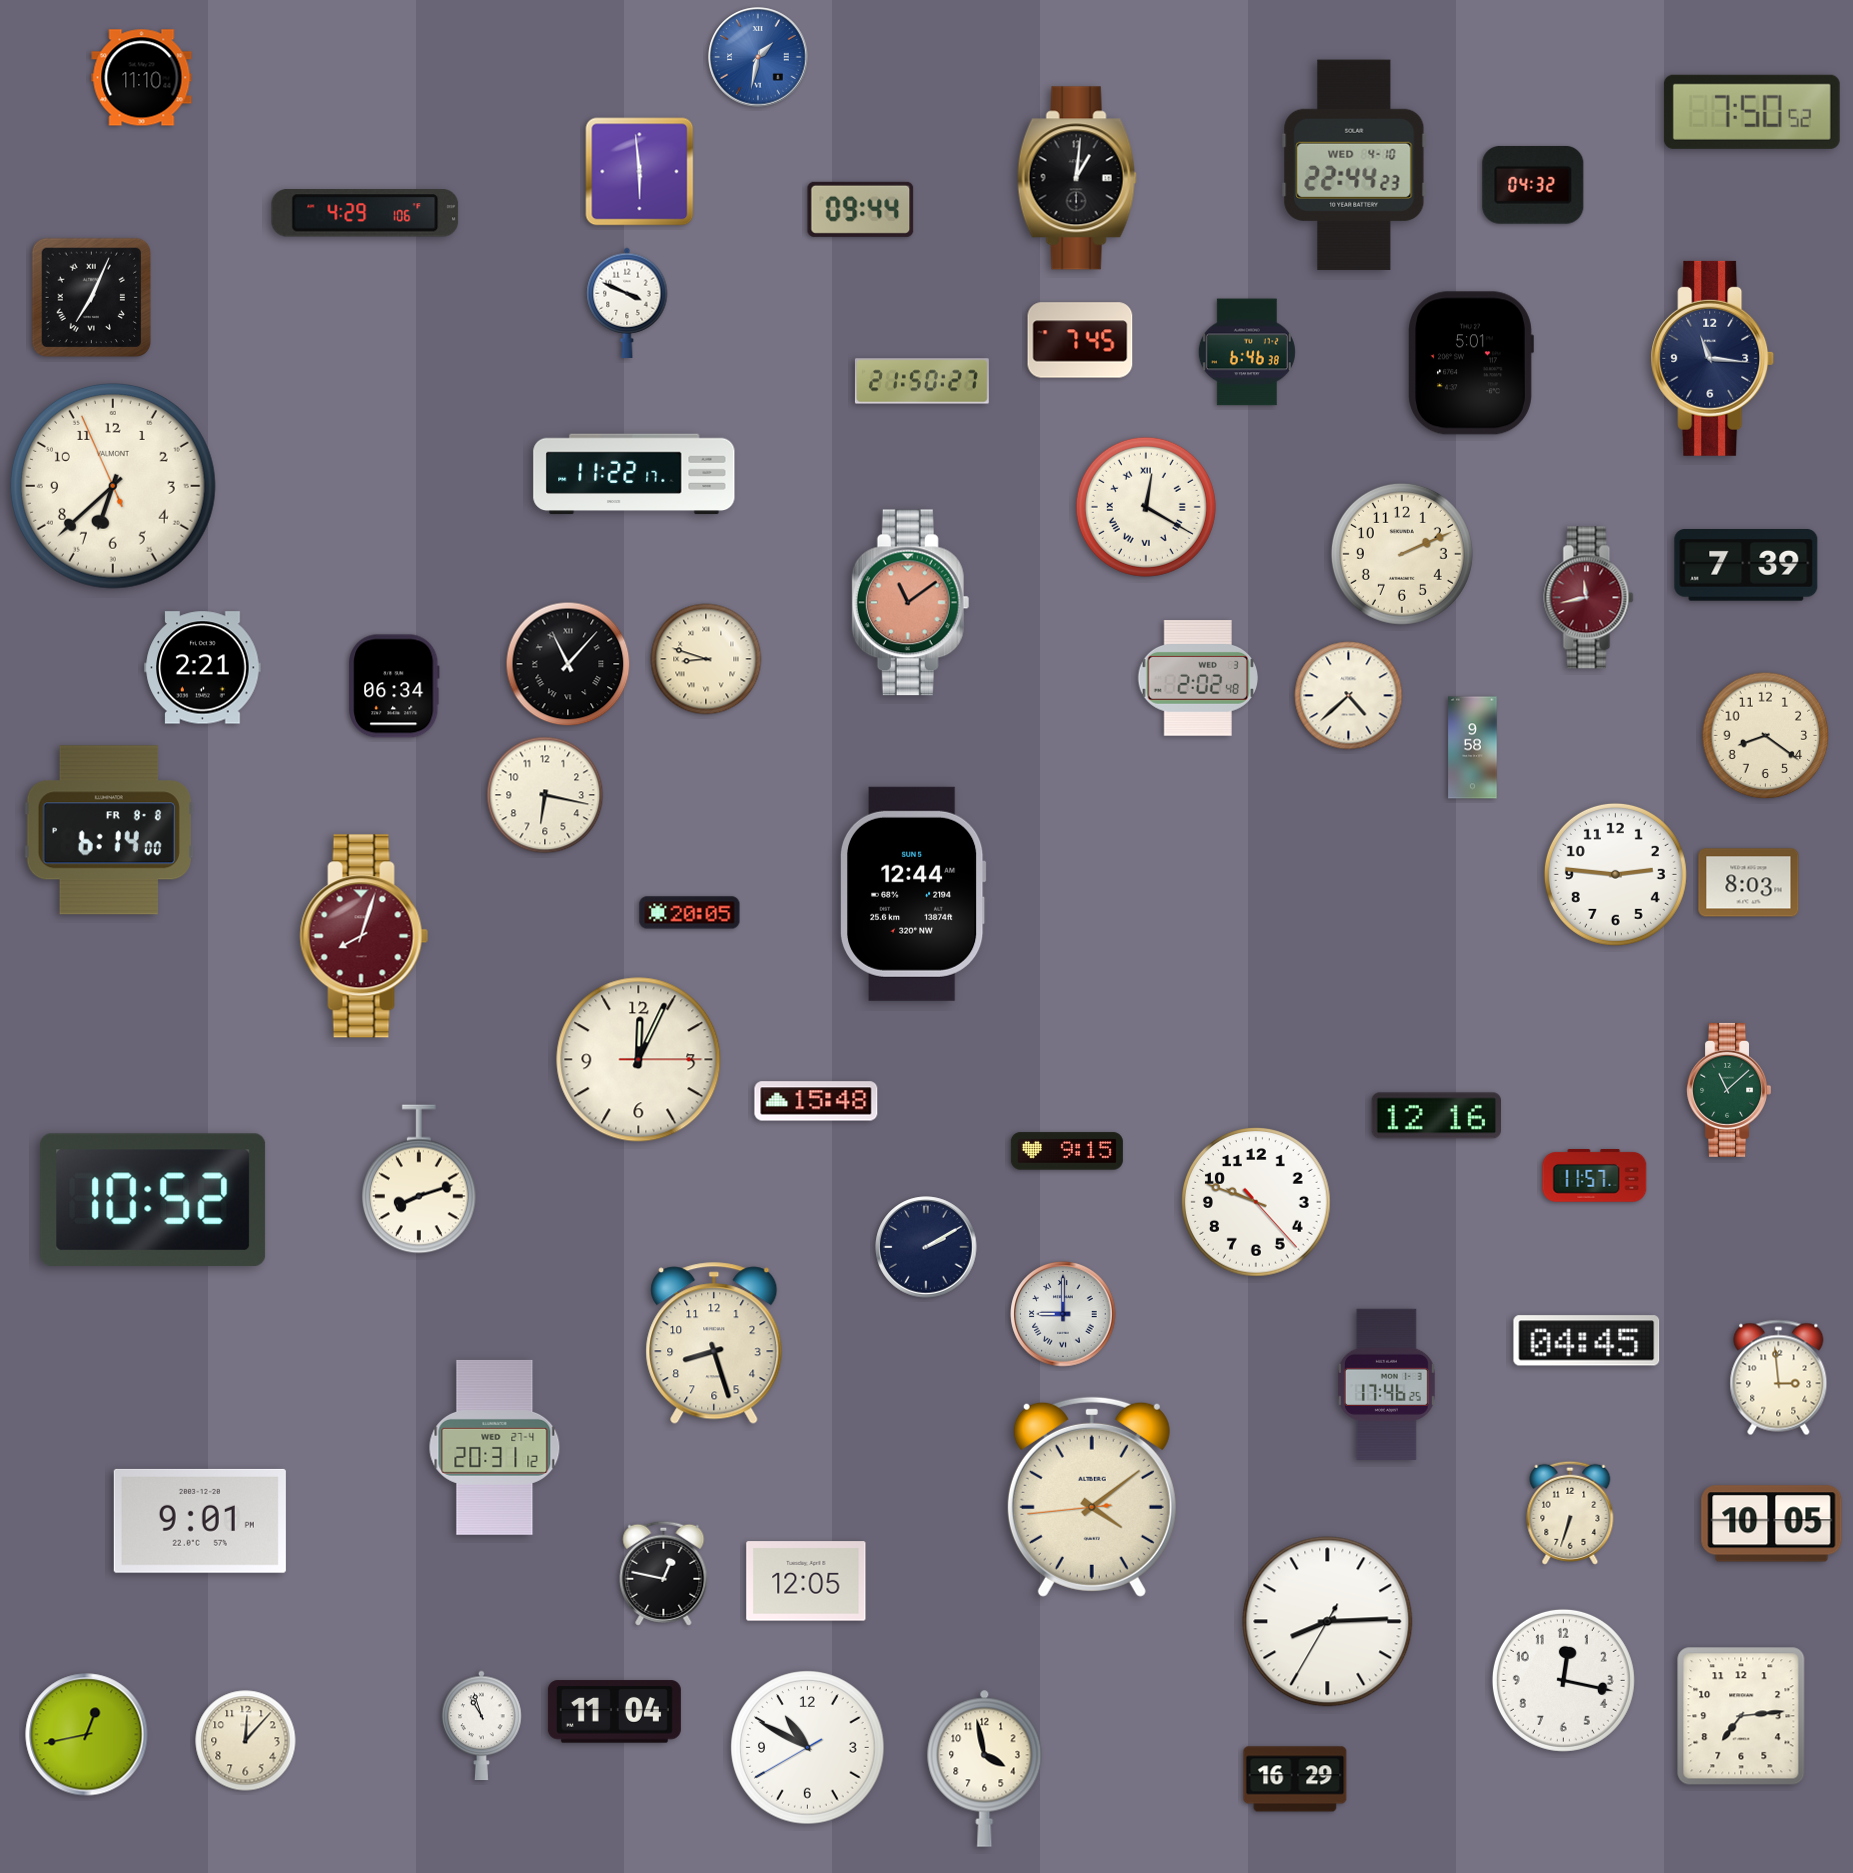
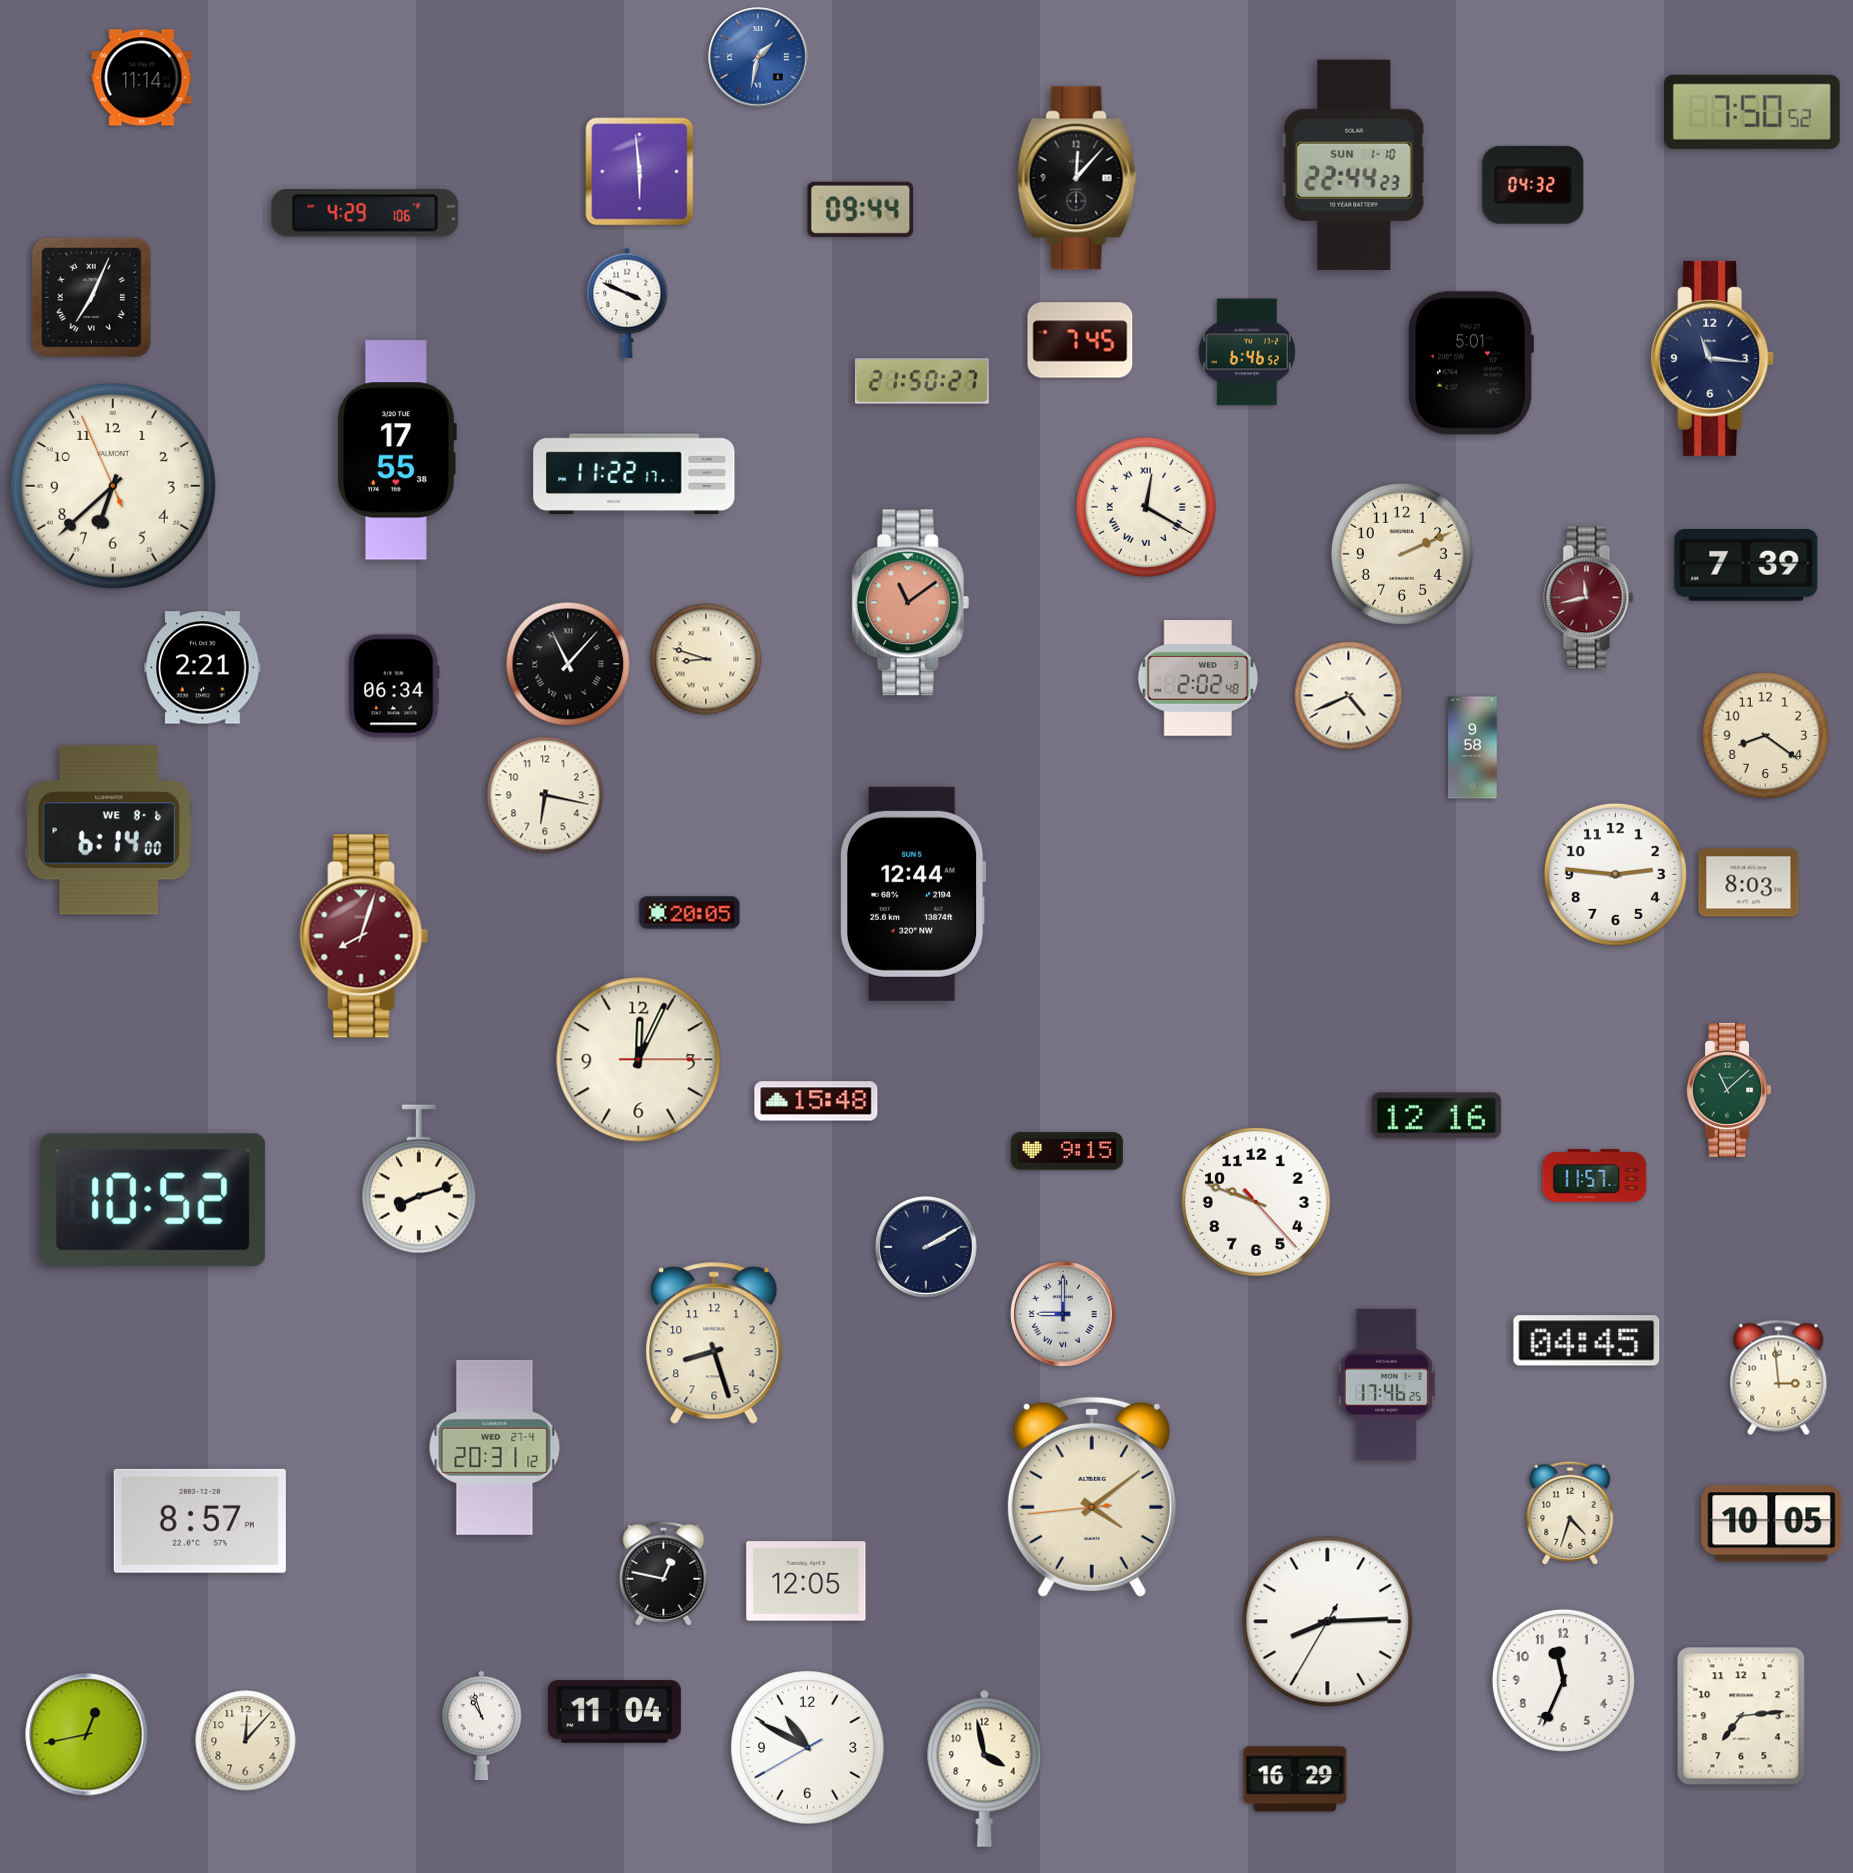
clock at (142, 78): 11:10 -> 11:14
clock at (1354, 164) date: WED 4-10 -> SUN 1-10
clock at (1077, 178): 1:01 -> 12:07
clock at (1247, 352): 6:46:38 -> 6:46:52
clock at (396, 450): none -> 17:55
clock at (1349, 696): 4:38 -> 4:41
clock at (109, 830) date: FR 8-8 -> WE 8-6
clock at (1570, 1513): 6:33 -> 4:33
clock at (200, 1521): 9:01 -> 8:57
clock at (1563, 1680): 12:17 -> 11:34
